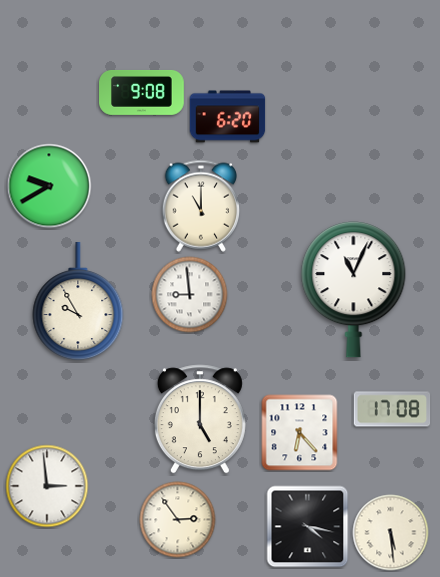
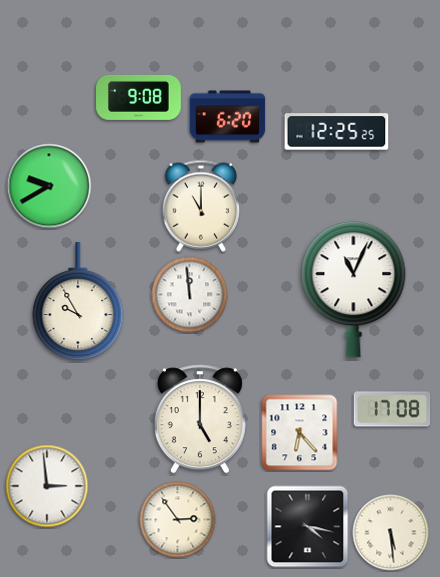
clock at (142, 92) position: (142, 92) -> (139, 97)
clock at (337, 132): none -> 12:25
clock at (190, 295): 8:59 -> 11:59
